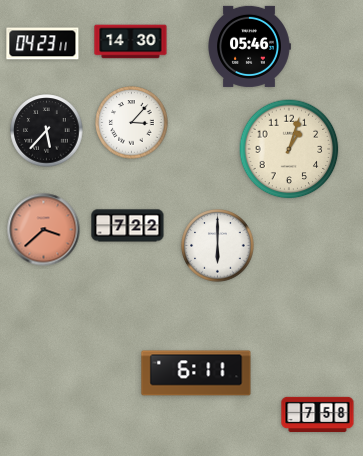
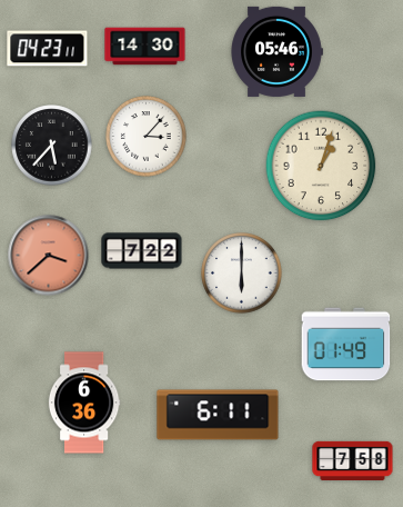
clock at (346, 345): none -> 01:49
clock at (84, 402): none -> 6:36
